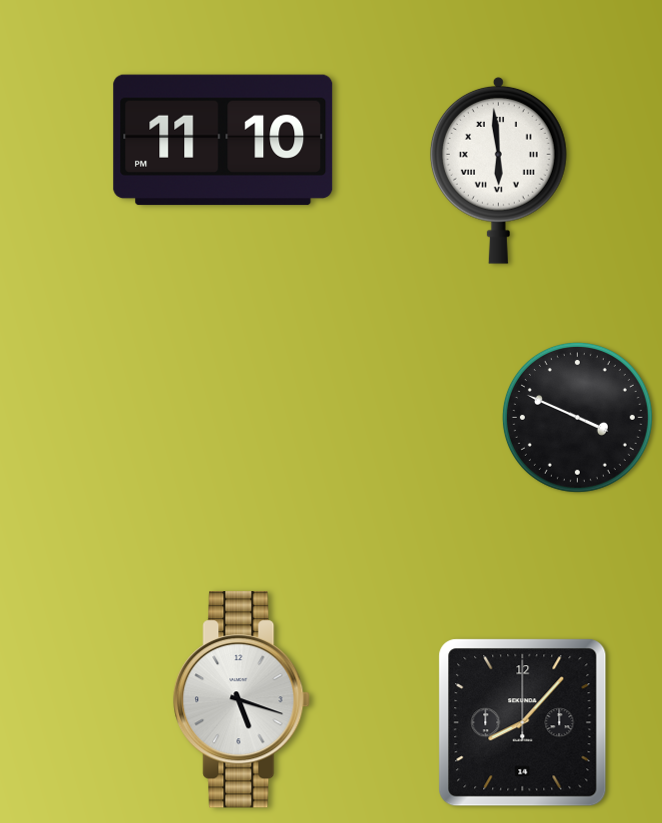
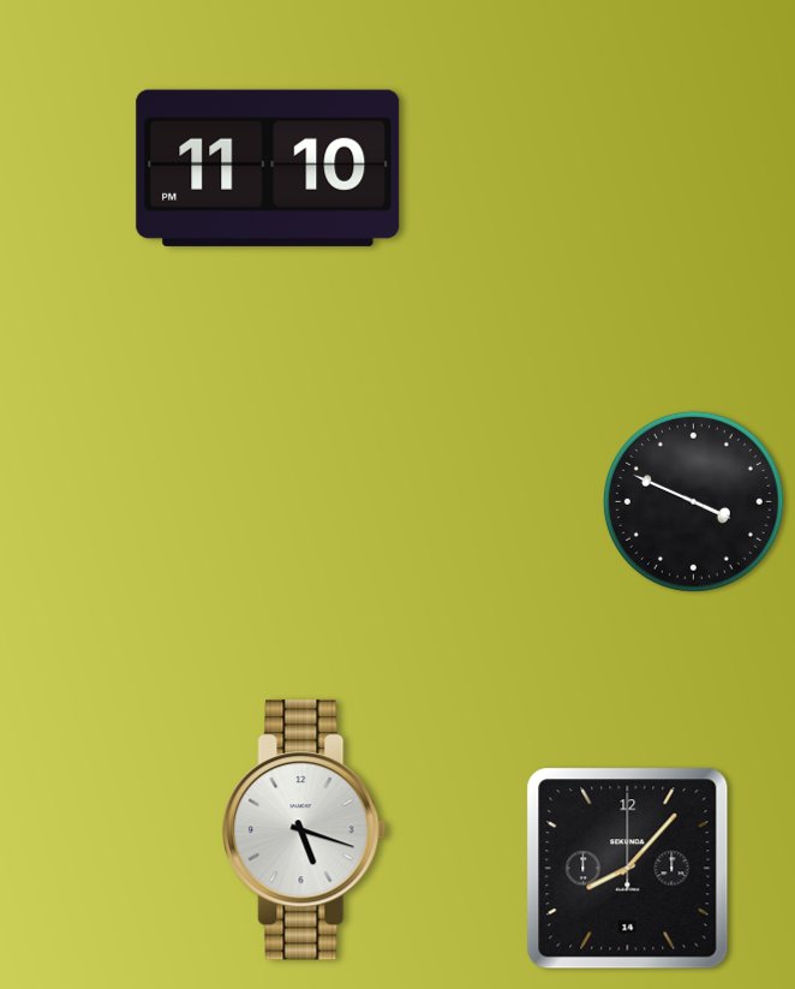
clock at (498, 170): 5:59 -> none
clock at (242, 700) position: (242, 700) -> (305, 830)
